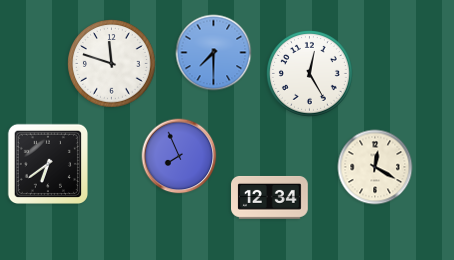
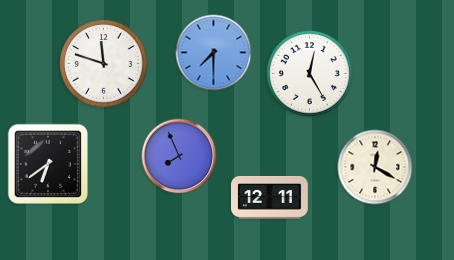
clock at (112, 64) position: (112, 64) -> (104, 64)
clock at (270, 197): 12:34 -> 12:11
